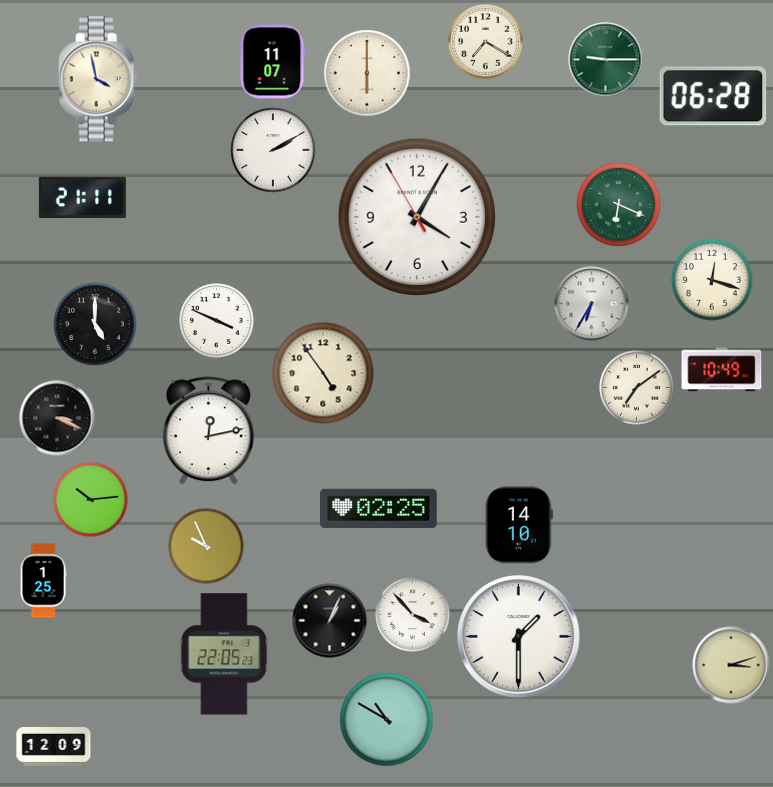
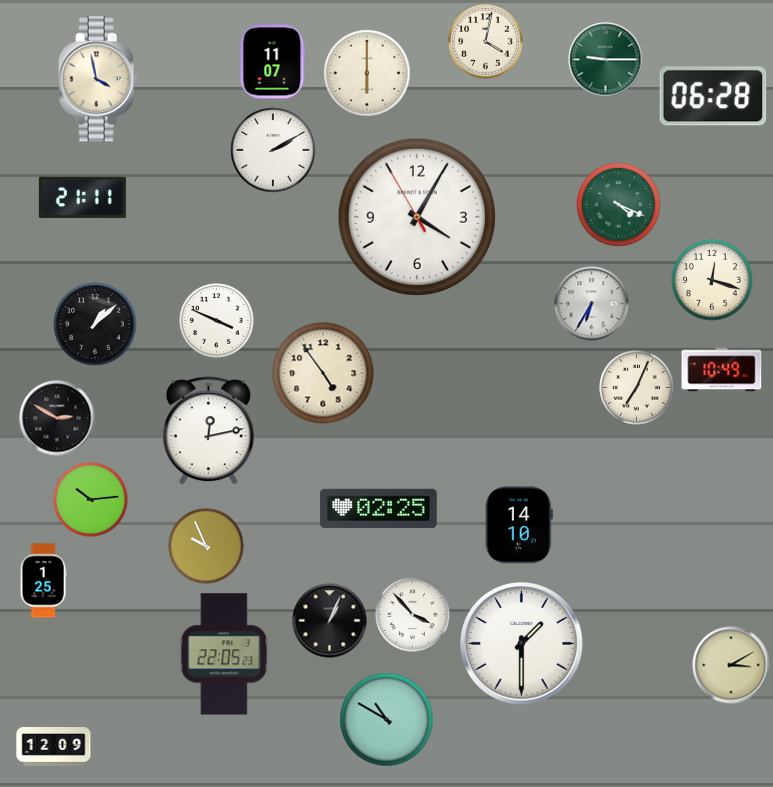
clock at (486, 42): 7:20 -> 4:02
clock at (619, 205): 6:19 -> 4:19
clock at (95, 324): 5:00 -> 1:08
clock at (637, 388): 7:09 -> 7:04
clock at (57, 418): 3:19 -> 2:50
clock at (519, 637) position: (519, 637) -> (522, 644)
clock at (731, 665): 3:12 -> 3:10
